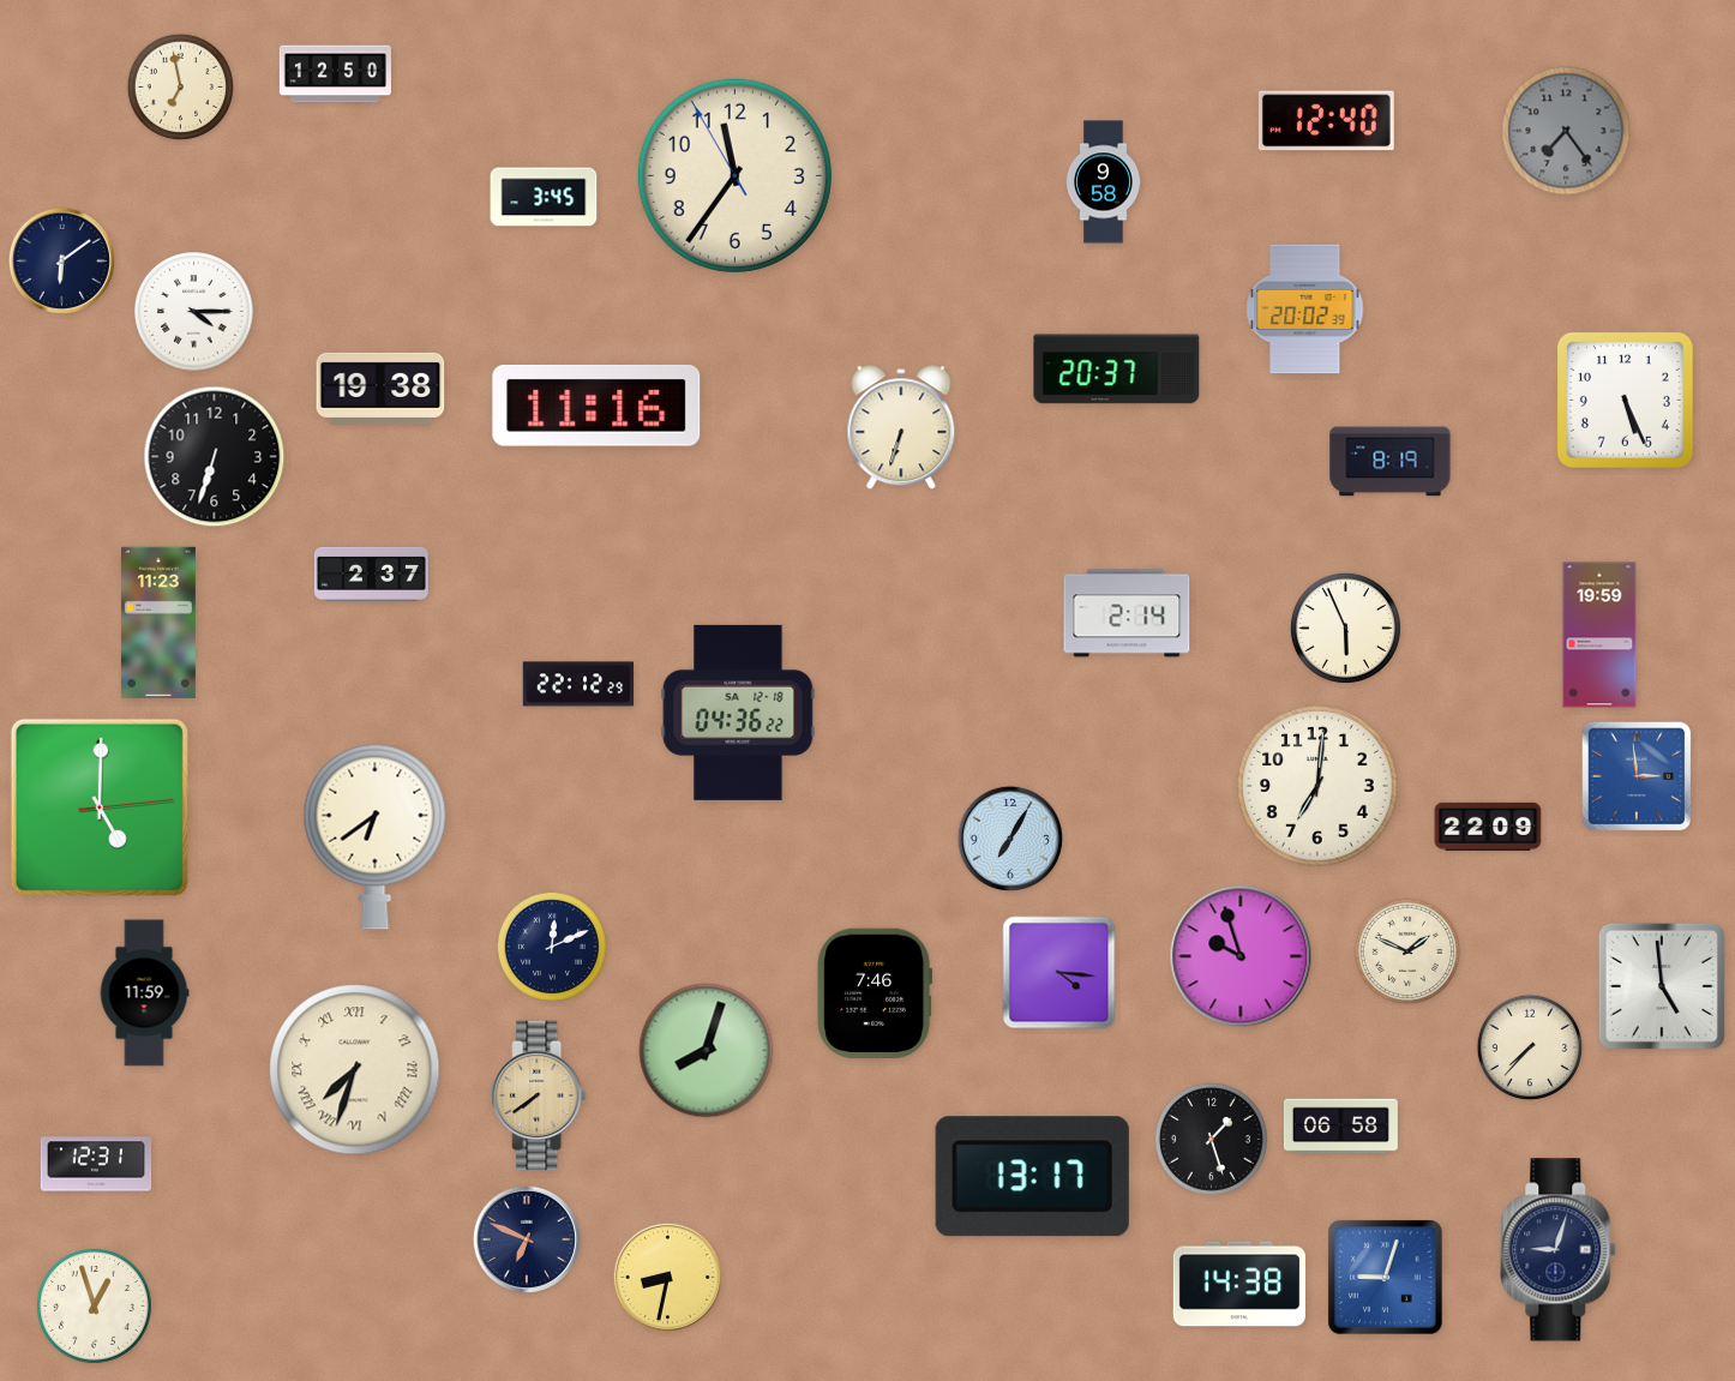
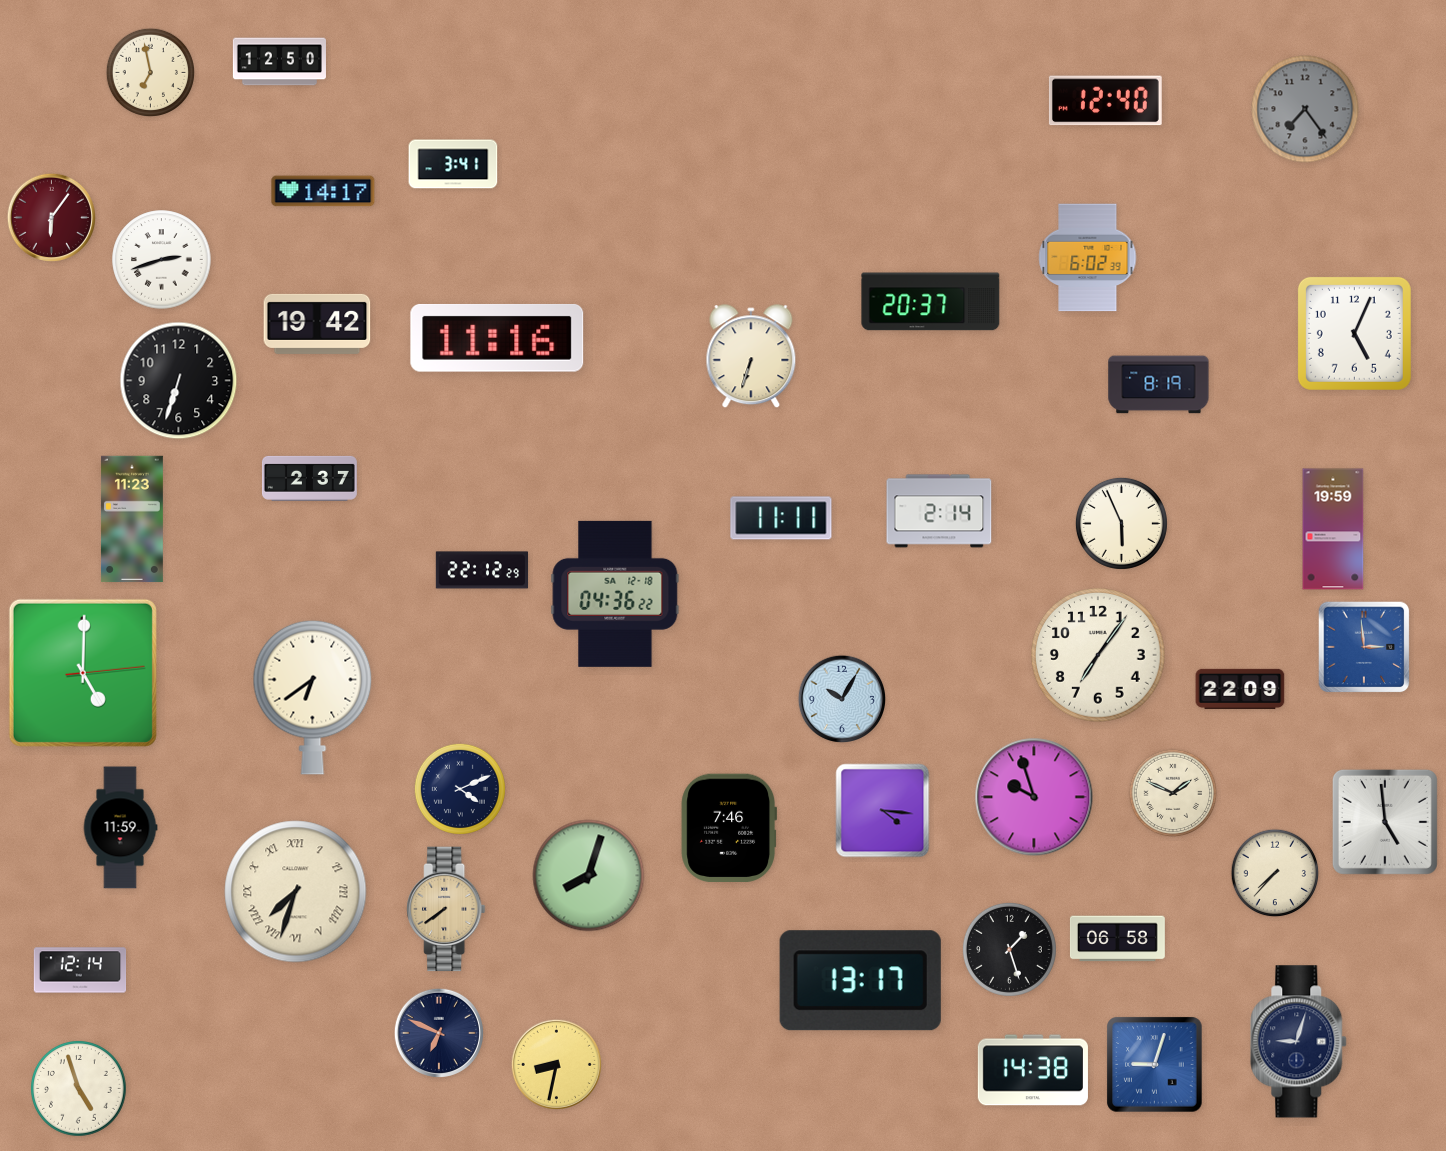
clock at (734, 175): 11:35 -> none
clock at (1104, 182): 9:58 -> none
clock at (544, 197): 3:45 -> 3:41
clock at (323, 191): none -> 14:17
clock at (61, 260): 6:09 -> 6:06
clock at (61, 260) dial: navy -> burgundy
clock at (1305, 310): 20:02 -> 6:02
clock at (194, 312): 4:15 -> 2:42
clock at (1117, 370) position: (1117, 370) -> (931, 302)
clock at (380, 389): 19:38 -> 19:42
clock at (1625, 400): 5:26 -> 5:04
clock at (781, 518): none -> 11:11
clock at (1319, 787): 7:01 -> 7:06
clock at (1009, 837): 7:05 -> 10:05
clock at (552, 947): 12:11 -> 4:11
clock at (539, 1095) position: (539, 1095) -> (446, 909)
clock at (96, 1164): 12:31 -> 12:14
clock at (95, 1307): 12:57 -> 4:57
